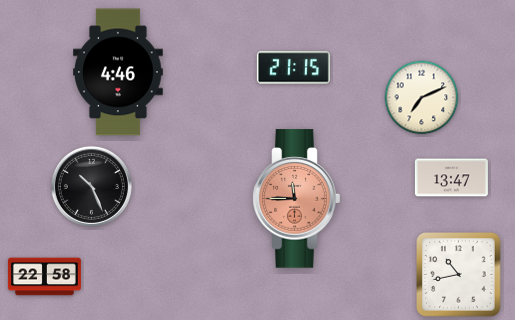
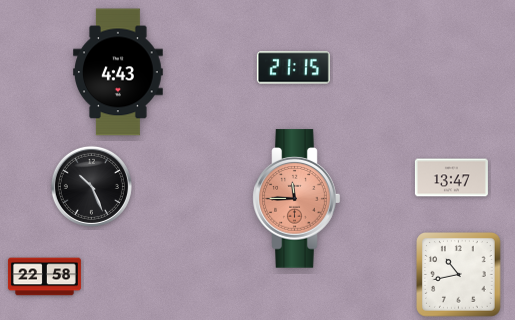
clock at (119, 72): 4:46 -> 4:43
clock at (422, 98): 7:11 -> none
